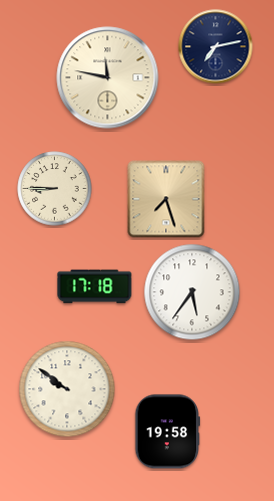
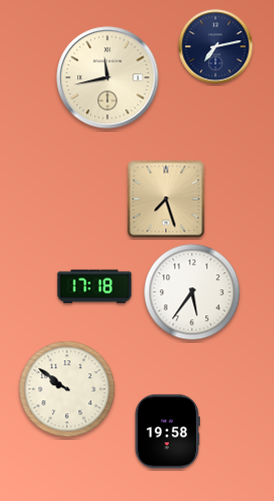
clock at (108, 78): 11:47 -> 11:43
clock at (55, 189): 8:45 -> none
